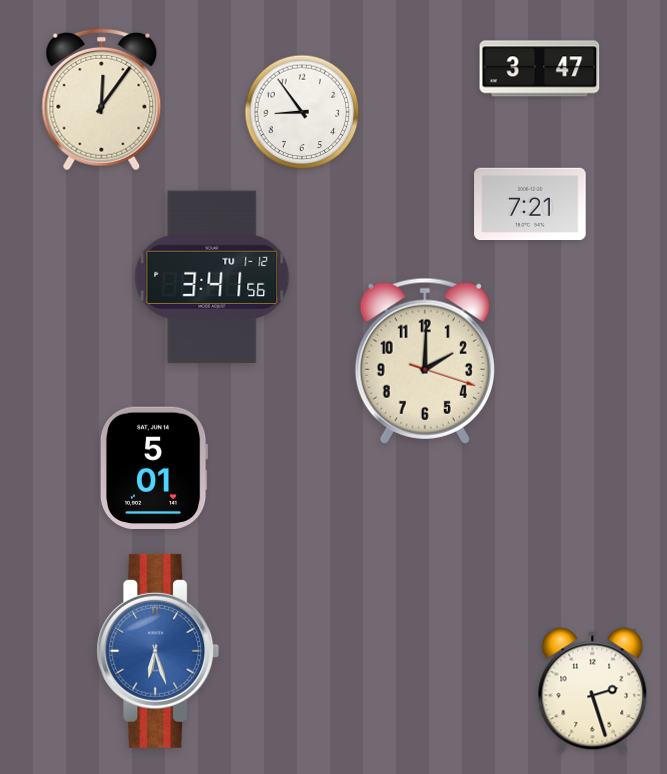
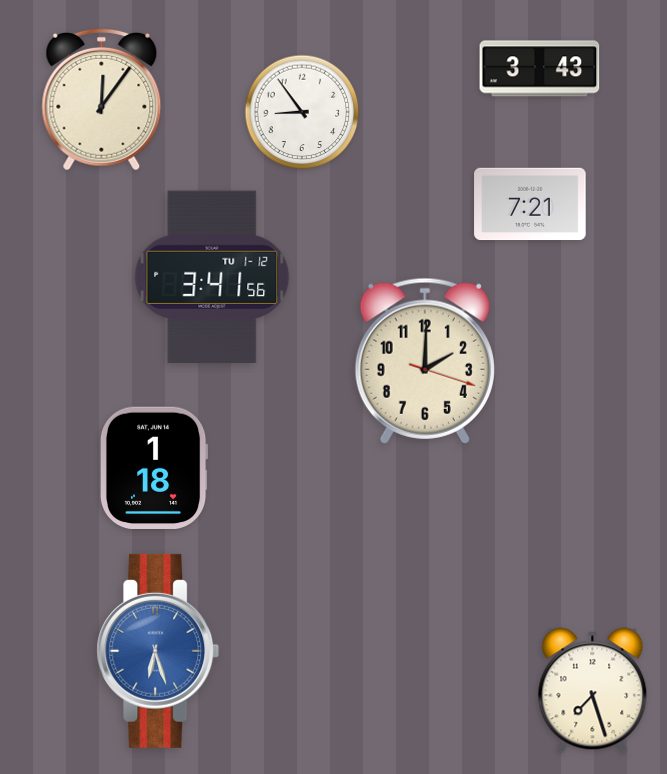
clock at (540, 69): 3:47 -> 3:43
clock at (154, 467): 5:01 -> 1:18
clock at (593, 691): 2:27 -> 7:27
